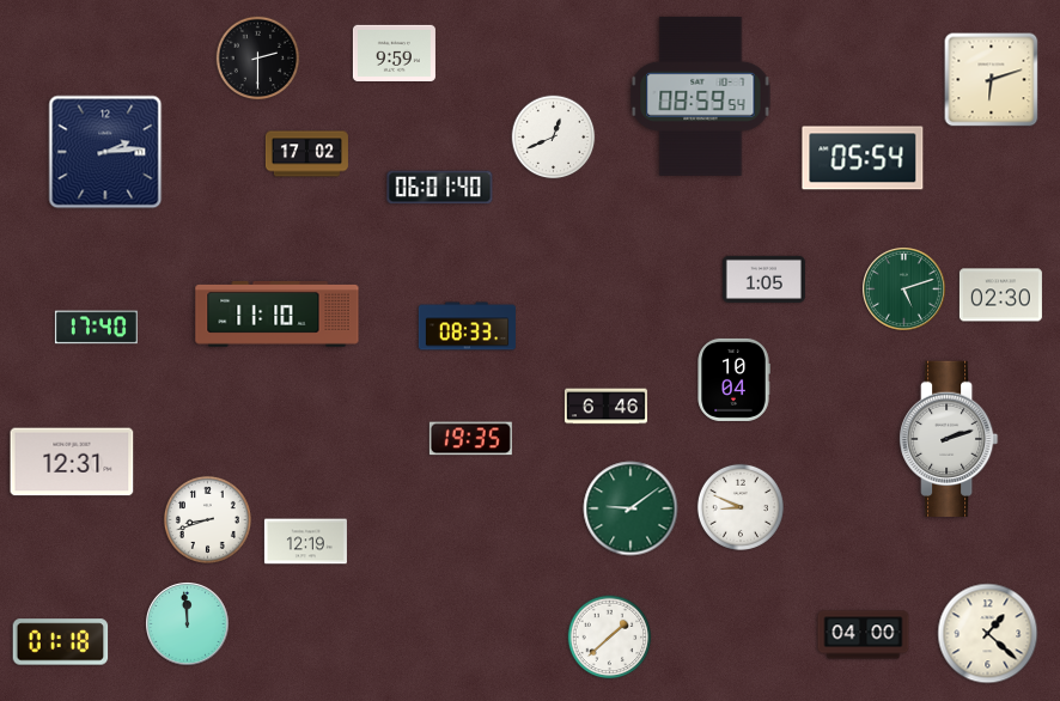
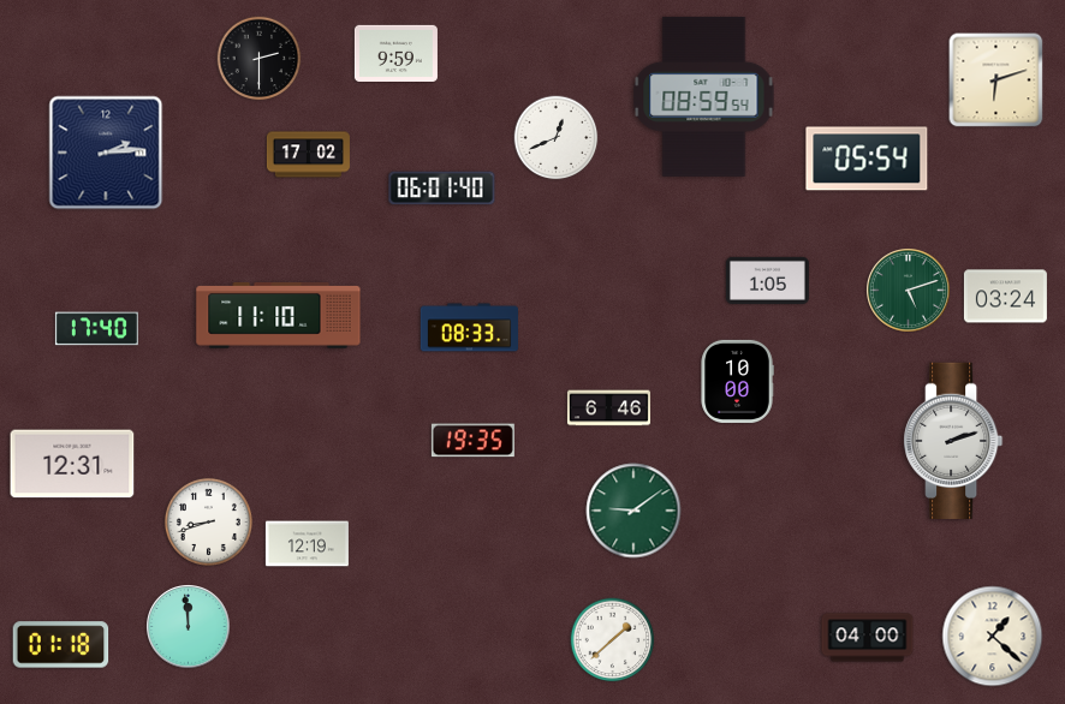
clock at (1000, 295): 02:30 -> 03:24
clock at (733, 379): 10:04 -> 10:00
clock at (741, 507): 8:49 -> none
